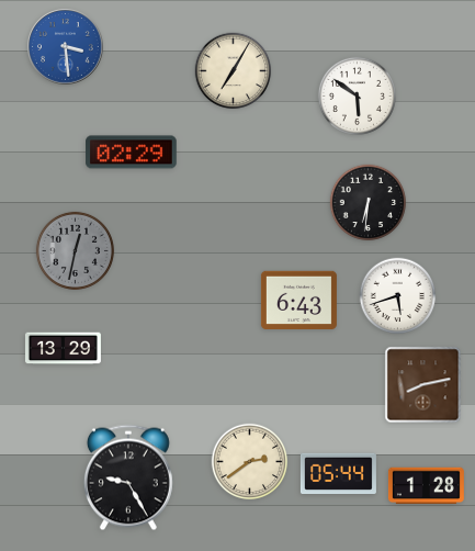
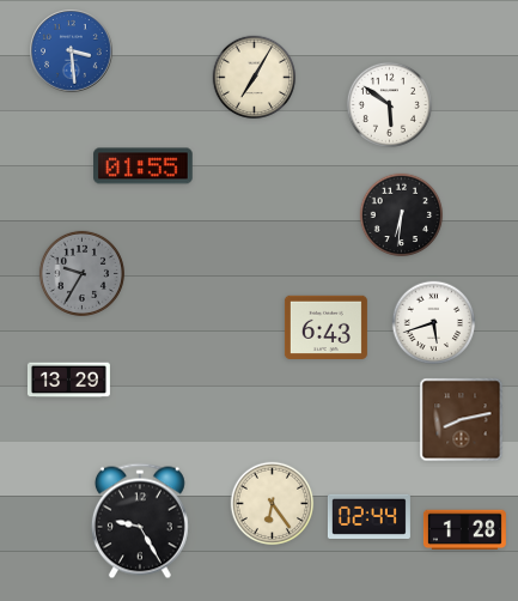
clock at (132, 153): 02:29 -> 01:55
clock at (369, 203) position: (369, 203) -> (402, 215)
clock at (75, 250): 12:32 -> 9:35
clock at (250, 462): 2:39 -> 6:24
clock at (338, 473): 05:44 -> 02:44
